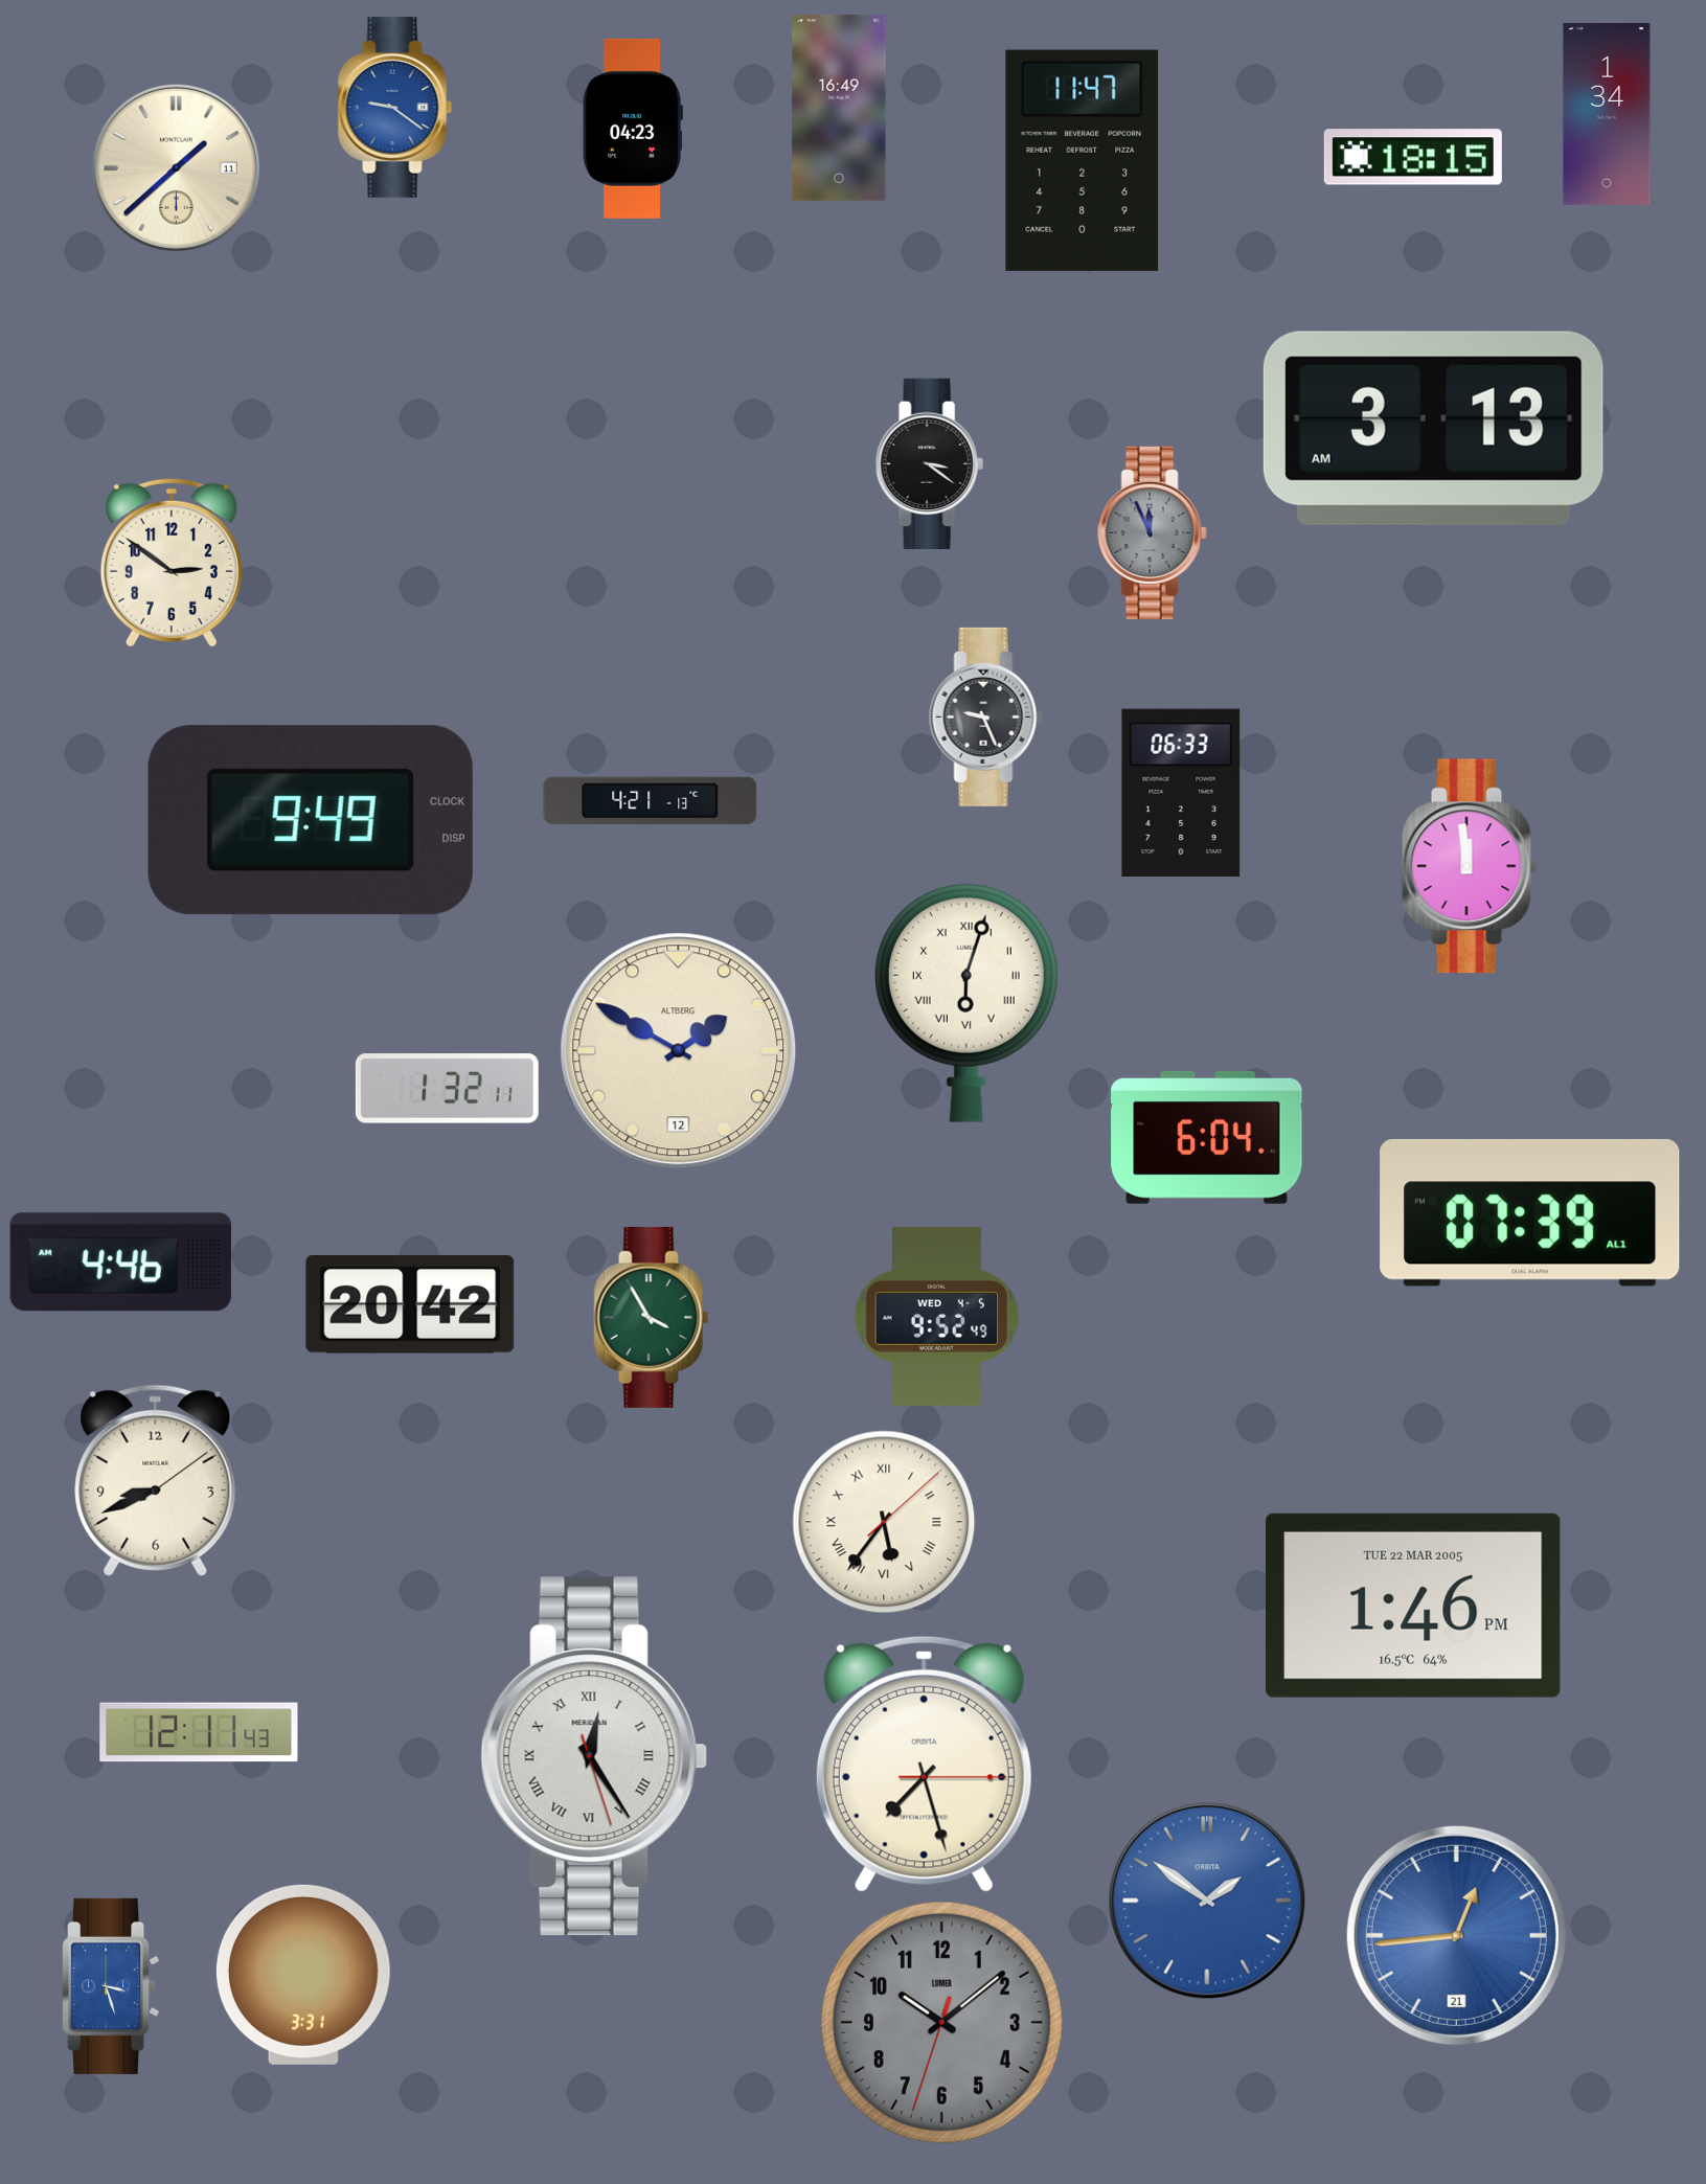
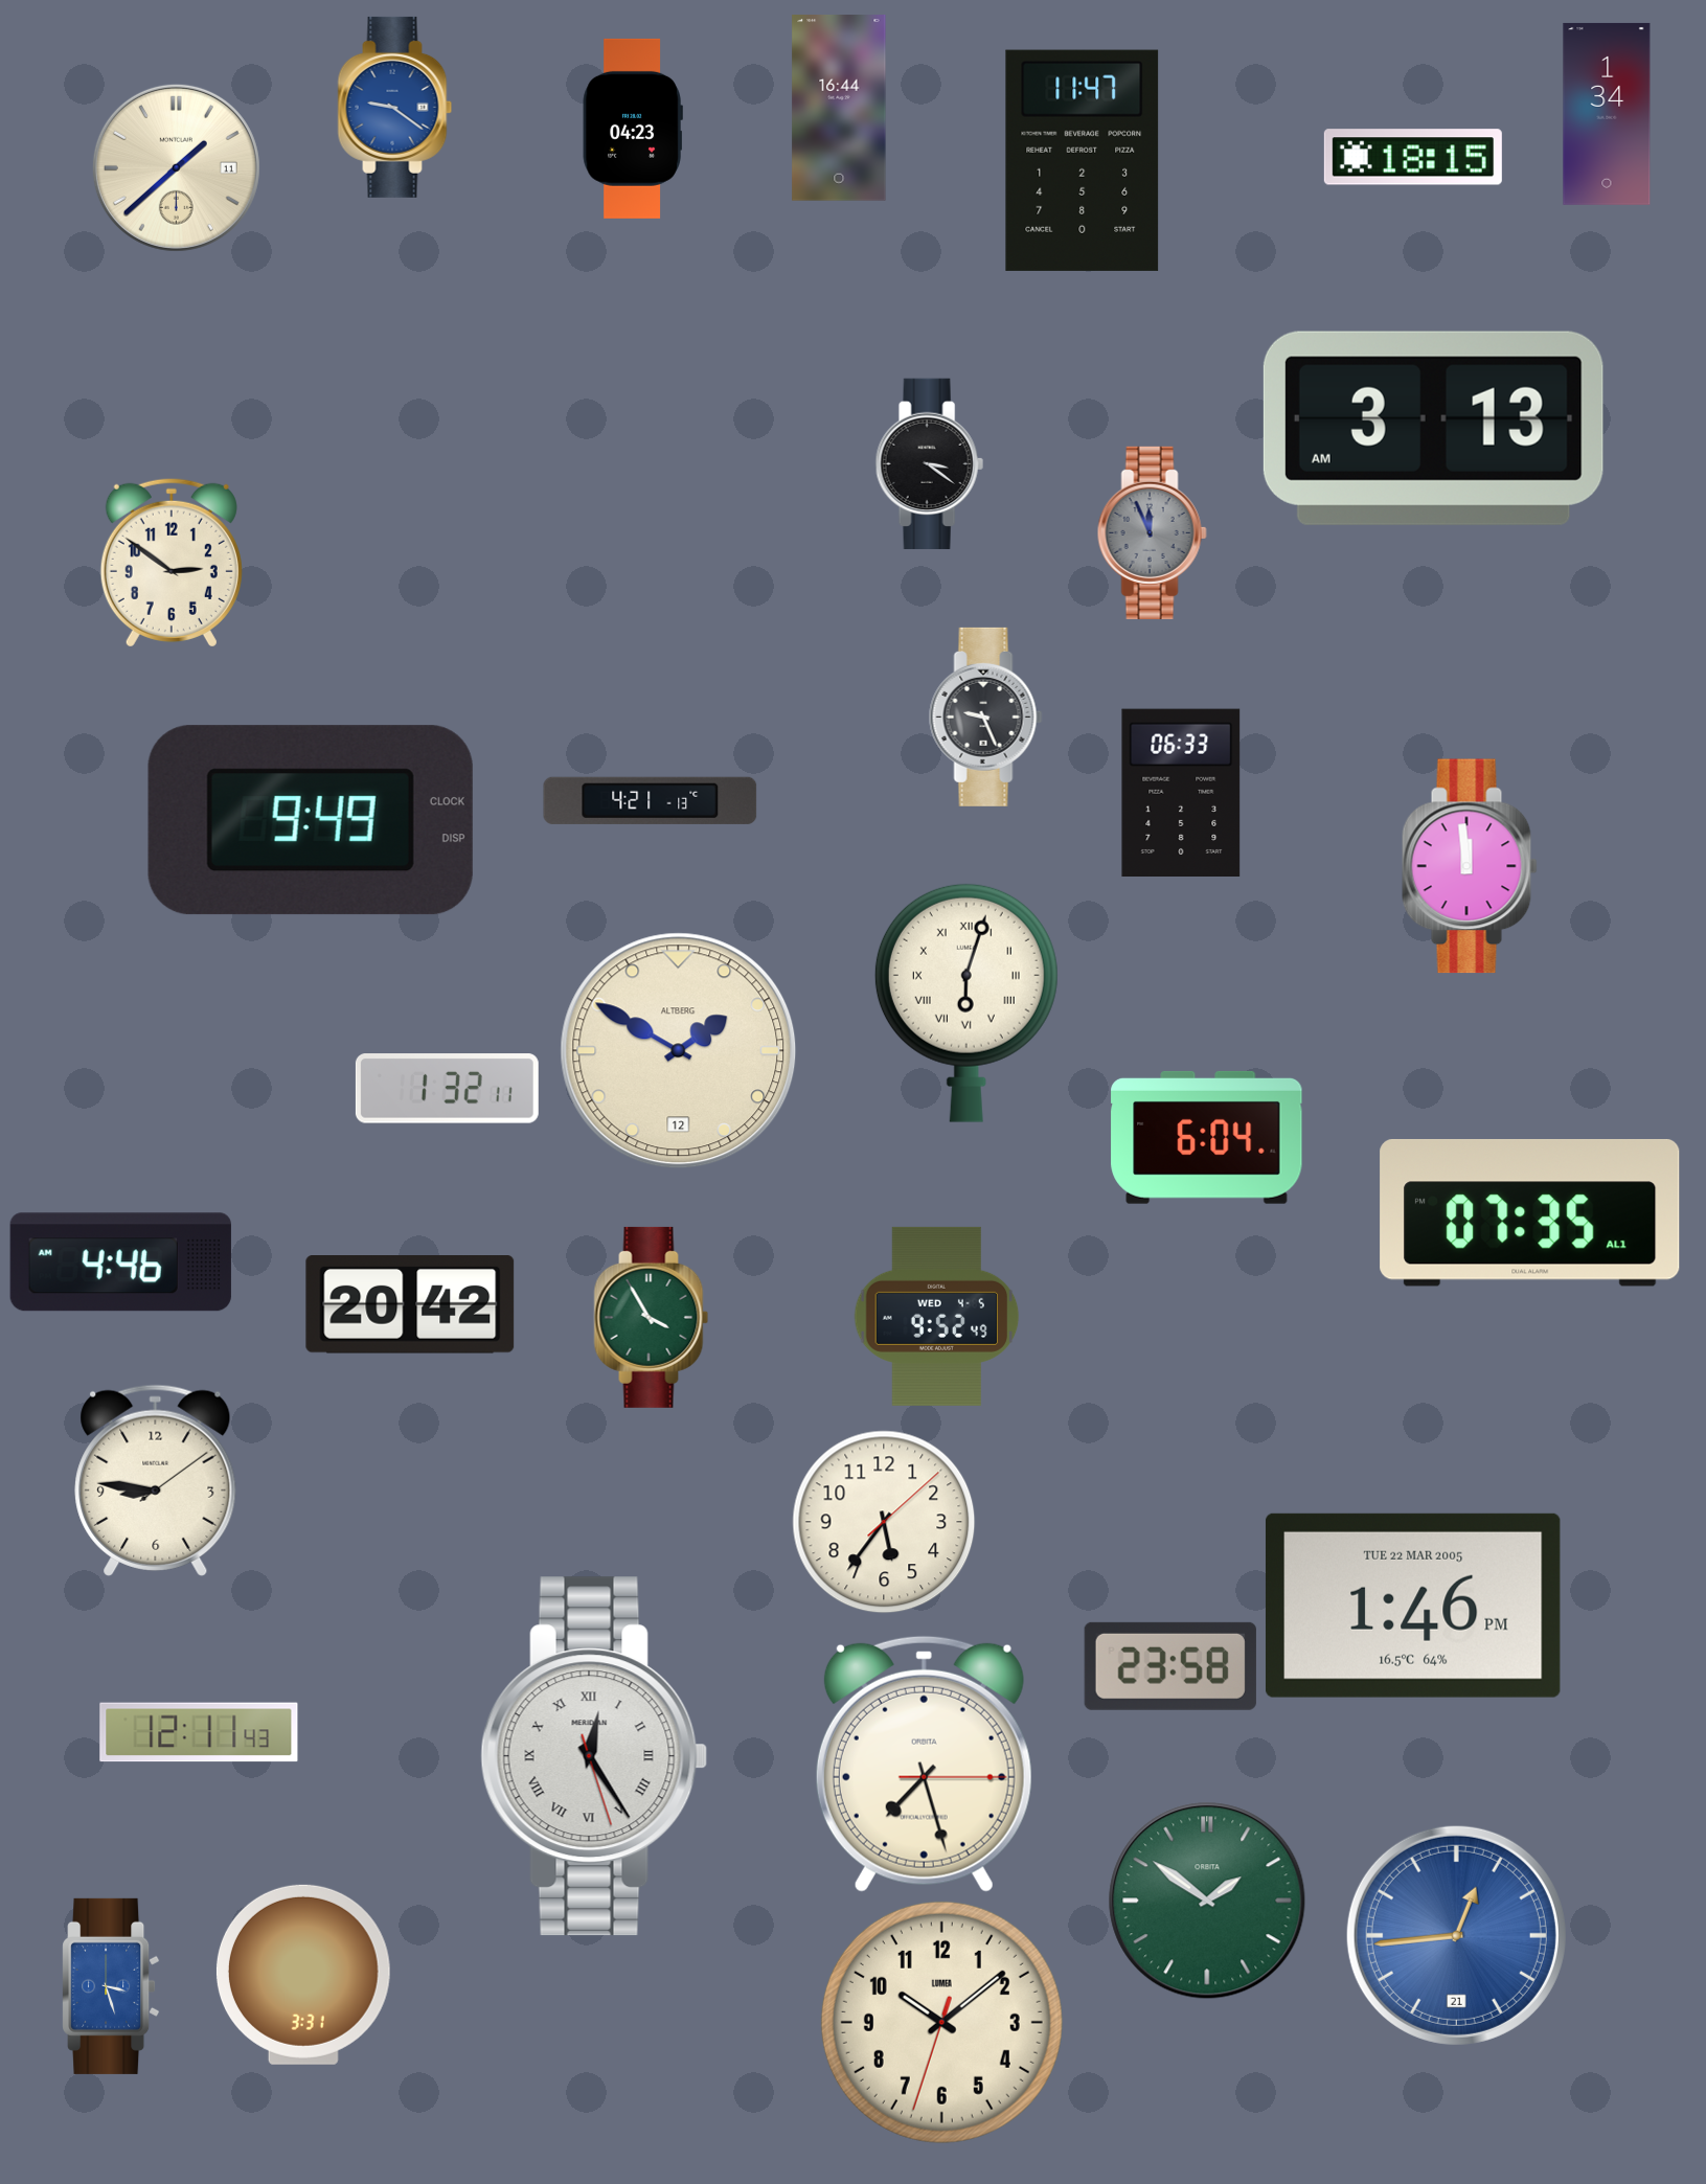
clock at (839, 109): 16:49 -> 16:44
clock at (1530, 1212): 07:39 -> 07:35
clock at (156, 1480): 8:41 -> 8:46
clock at (884, 1522) numerals: Roman -> Arabic
clock at (1170, 1666): none -> 23:58
clock at (1207, 1901) dial: blue -> green
clock at (941, 2022) dial: grey -> cream
